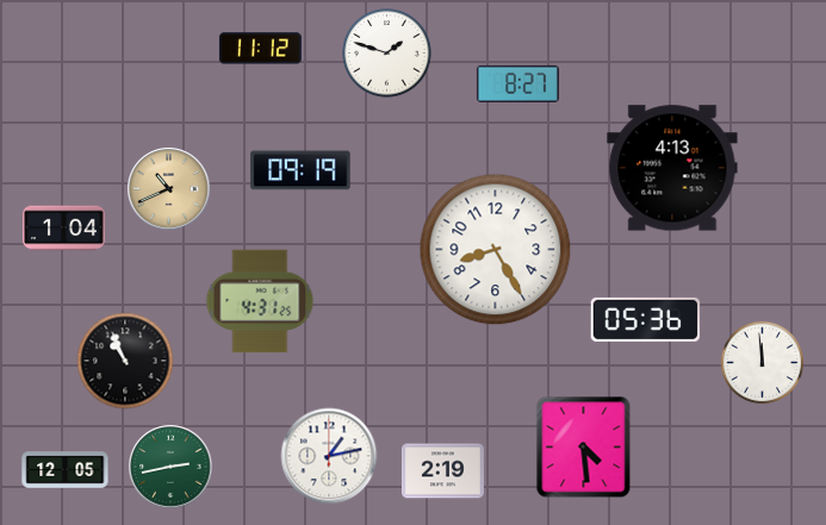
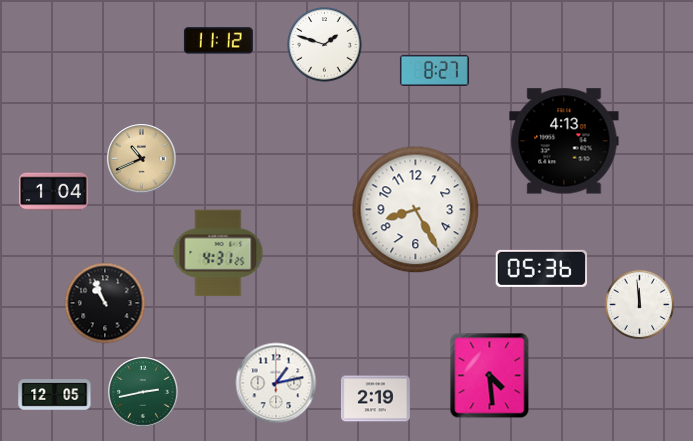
clock at (300, 170): 09:19 -> none
clock at (442, 471) position: (442, 471) -> (375, 399)
